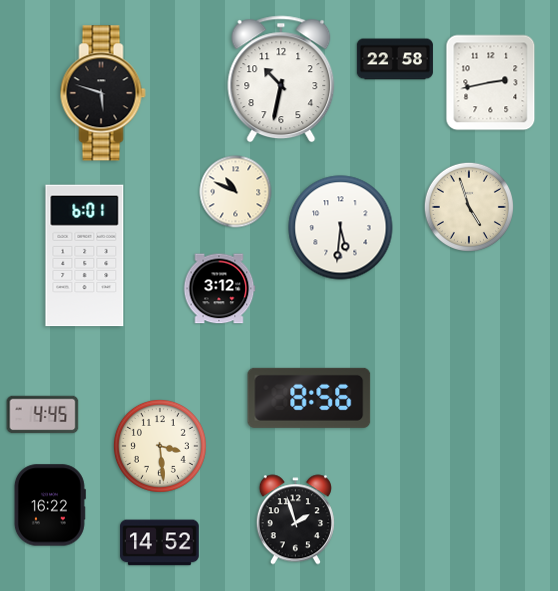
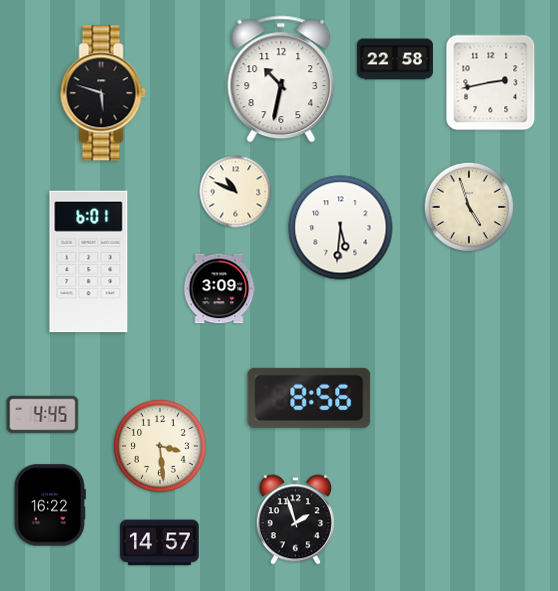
clock at (85, 256) position: (85, 256) -> (89, 262)
clock at (219, 289): 3:12 -> 3:09
clock at (160, 543): 14:52 -> 14:57
